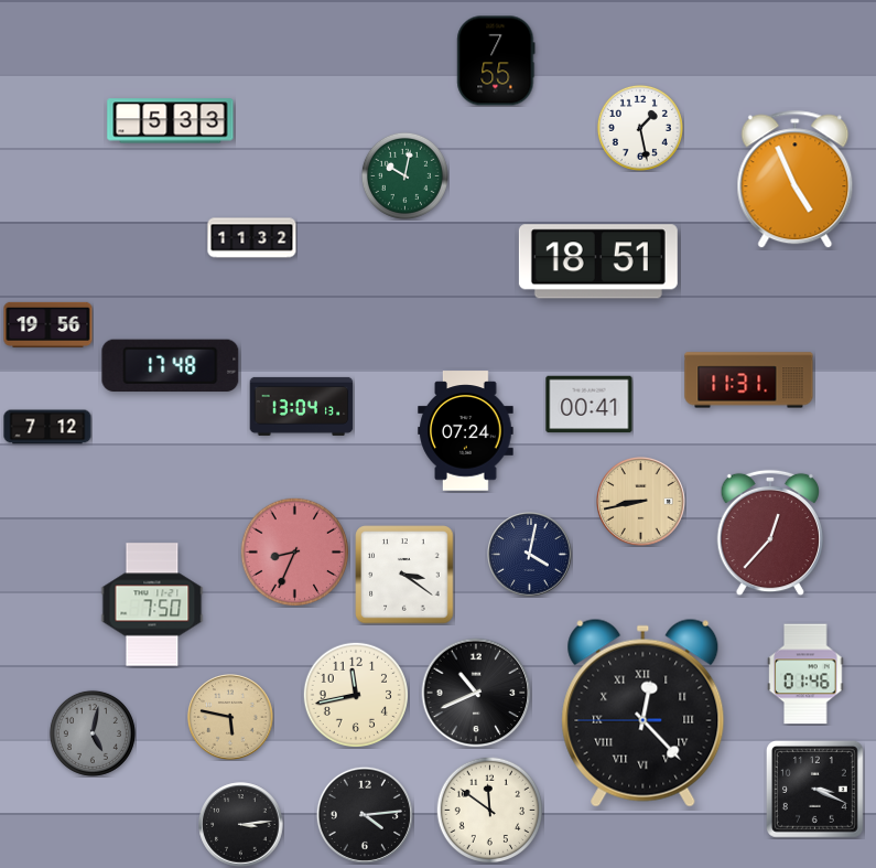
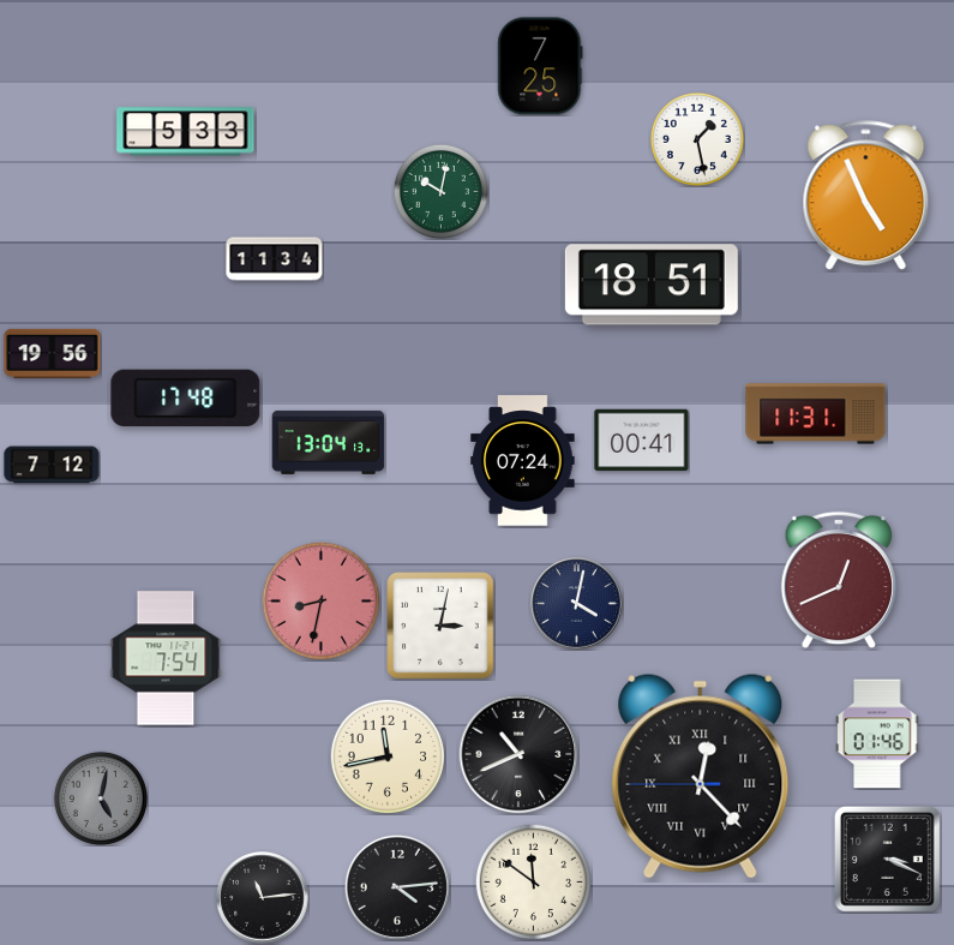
clock at (496, 61): 7:55 -> 7:25
clock at (252, 238): 11:32 -> 11:34
clock at (466, 431) position: (466, 431) -> (523, 461)
clock at (641, 502): 8:43 -> none
clock at (769, 533): 12:37 -> 12:41
clock at (295, 553): 8:34 -> 8:32
clock at (404, 575): 3:21 -> 3:02
clock at (152, 604): 7:50 -> 7:54
clock at (230, 717): 5:47 -> none
clock at (241, 825): 3:14 -> 11:14
